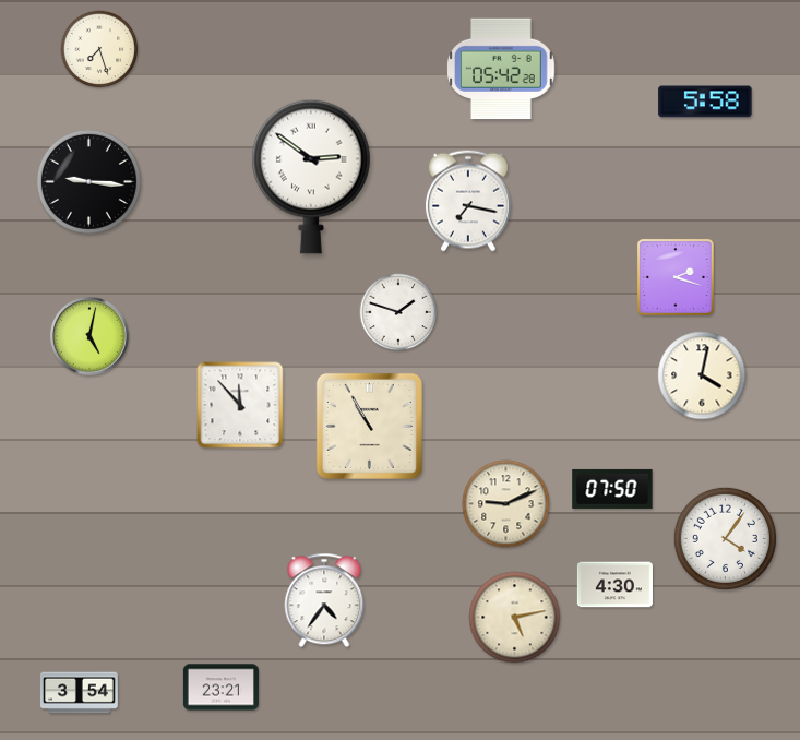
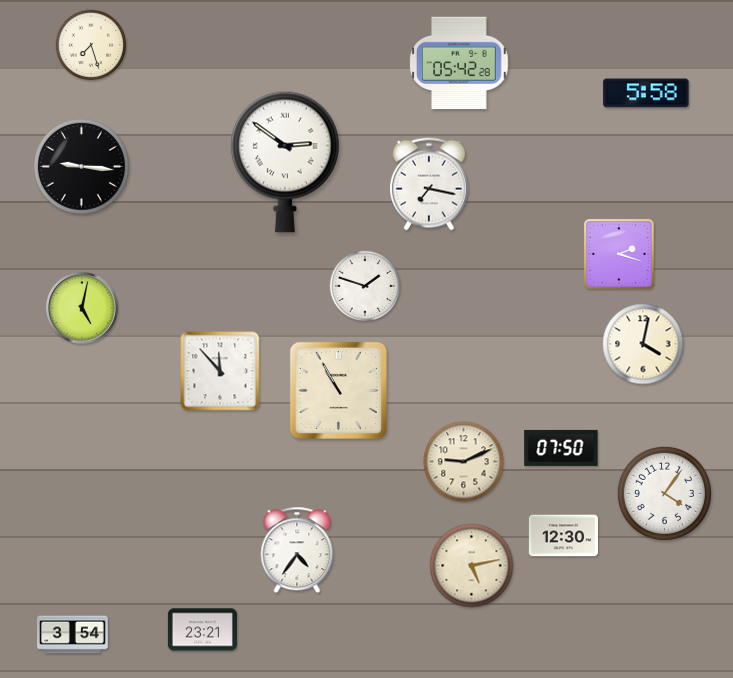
clock at (614, 585): 4:30 -> 12:30
